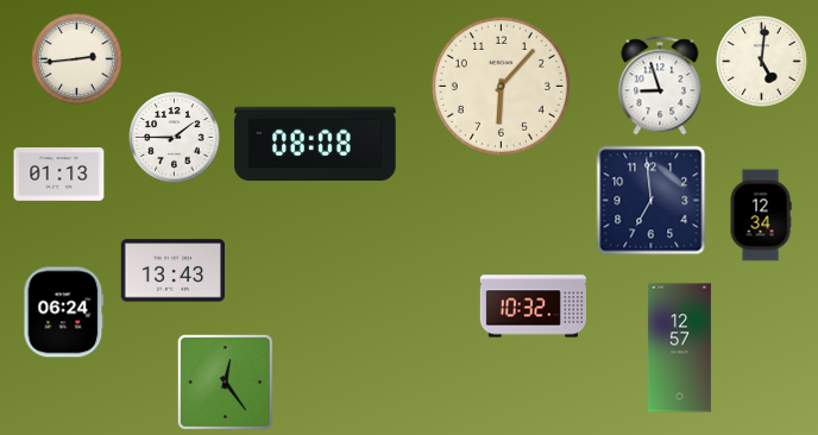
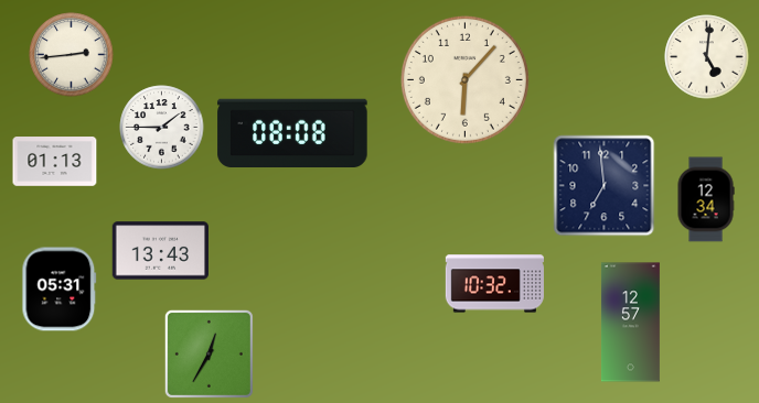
clock at (660, 86): 8:57 -> none
clock at (64, 313): 06:24 -> 05:31
clock at (225, 382): 12:24 -> 12:35
